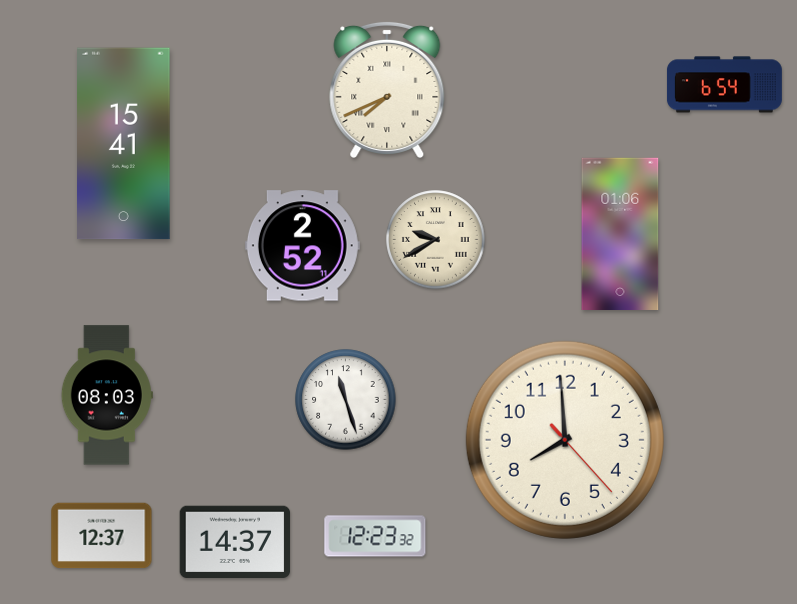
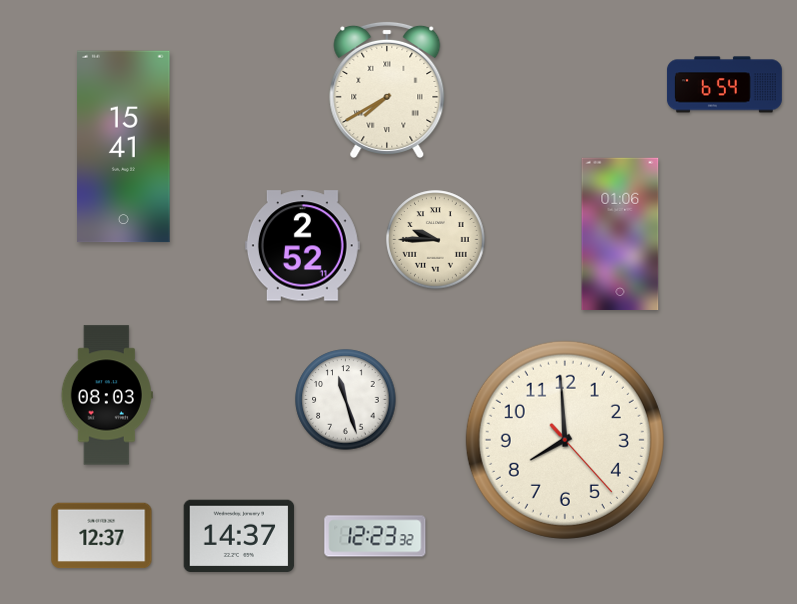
clock at (387, 89): 7:41 -> 7:40
clock at (124, 144) position: (124, 144) -> (124, 147)
clock at (436, 240): 9:40 -> 9:45
clock at (235, 541) position: (235, 541) -> (239, 535)
